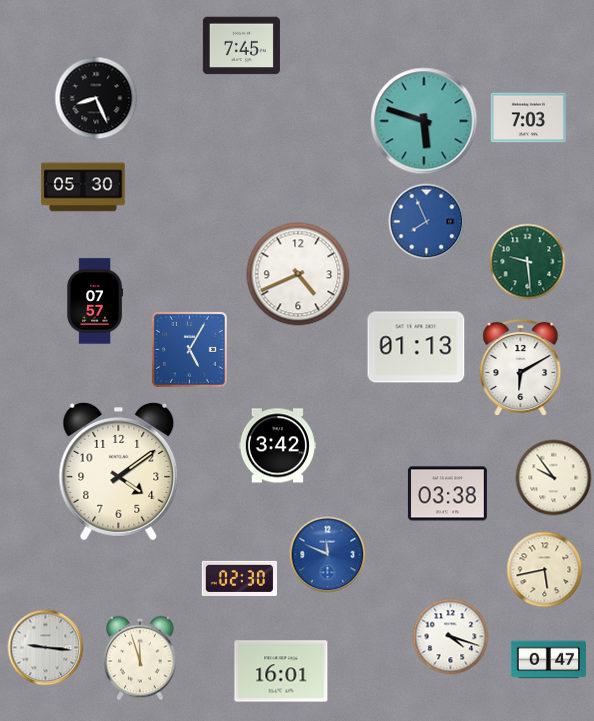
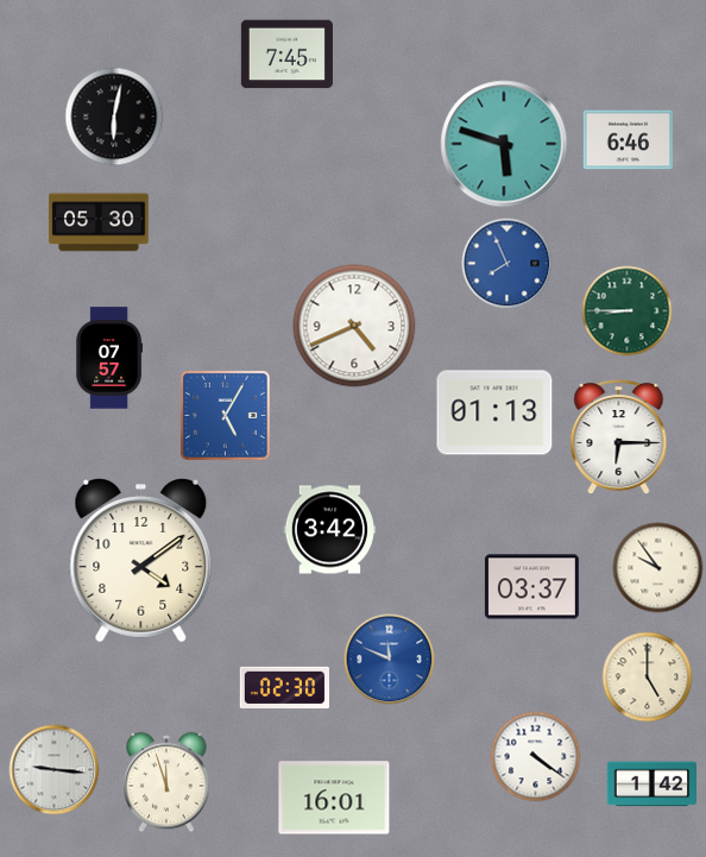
clock at (96, 98): 8:26 -> 6:02
clock at (528, 118): 7:03 -> 6:46
clock at (528, 262): 9:29 -> 8:45
clock at (95, 301) position: (95, 301) -> (109, 358)
clock at (521, 368): 6:10 -> 6:15
clock at (447, 494): 03:38 -> 03:37
clock at (545, 570): 5:43 -> 5:00
clock at (451, 637): 4:18 -> 4:21
clock at (549, 660): 0:47 -> 1:42
